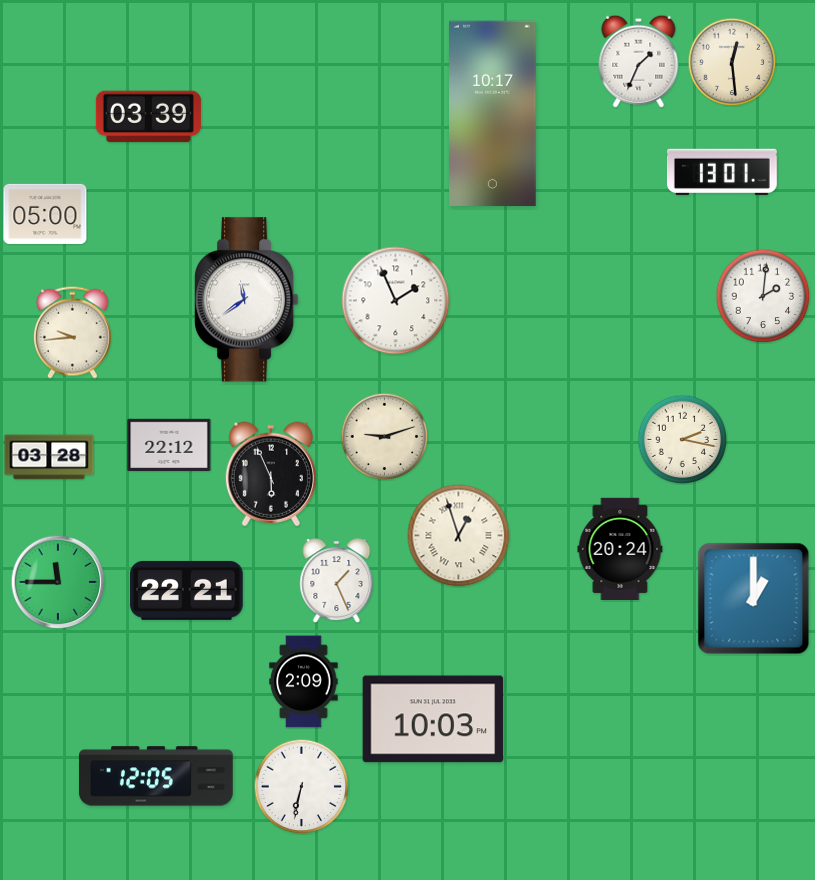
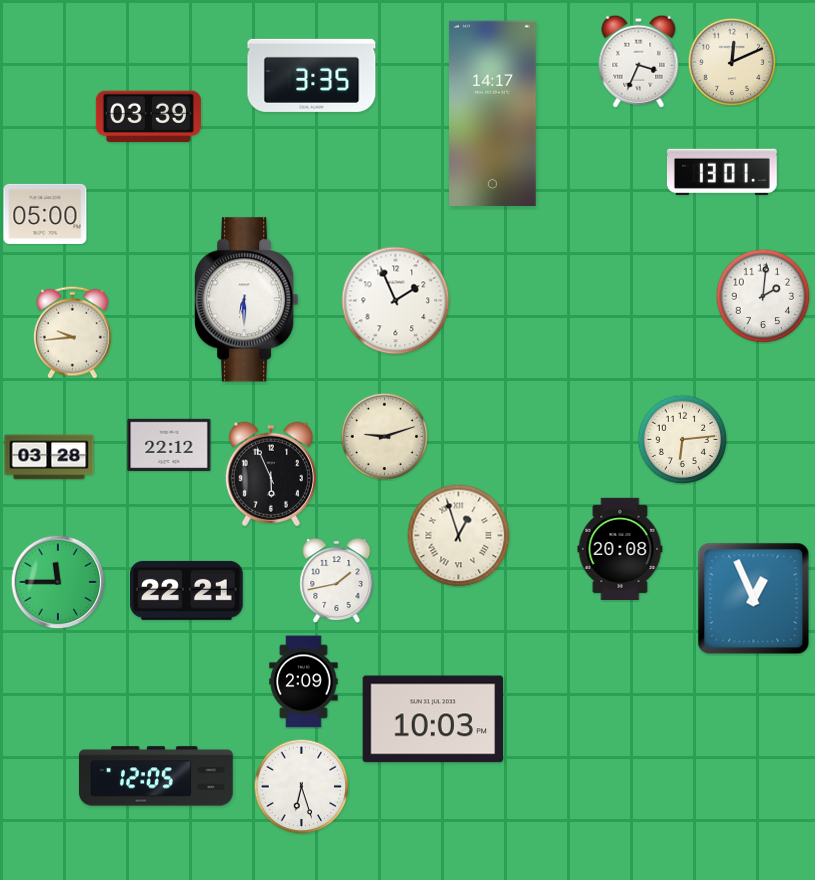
clock at (639, 61): 1:34 -> 3:34
clock at (732, 62): 12:29 -> 12:11
clock at (312, 75): none -> 3:35
clock at (493, 113): 10:17 -> 14:17
clock at (247, 300): 11:39 -> 6:30
clock at (682, 439): 2:17 -> 6:14
clock at (620, 548): 20:24 -> 20:08
clock at (337, 581): 1:26 -> 1:43
clock at (754, 599): 1:00 -> 12:56
clock at (301, 786): 6:32 -> 6:27
